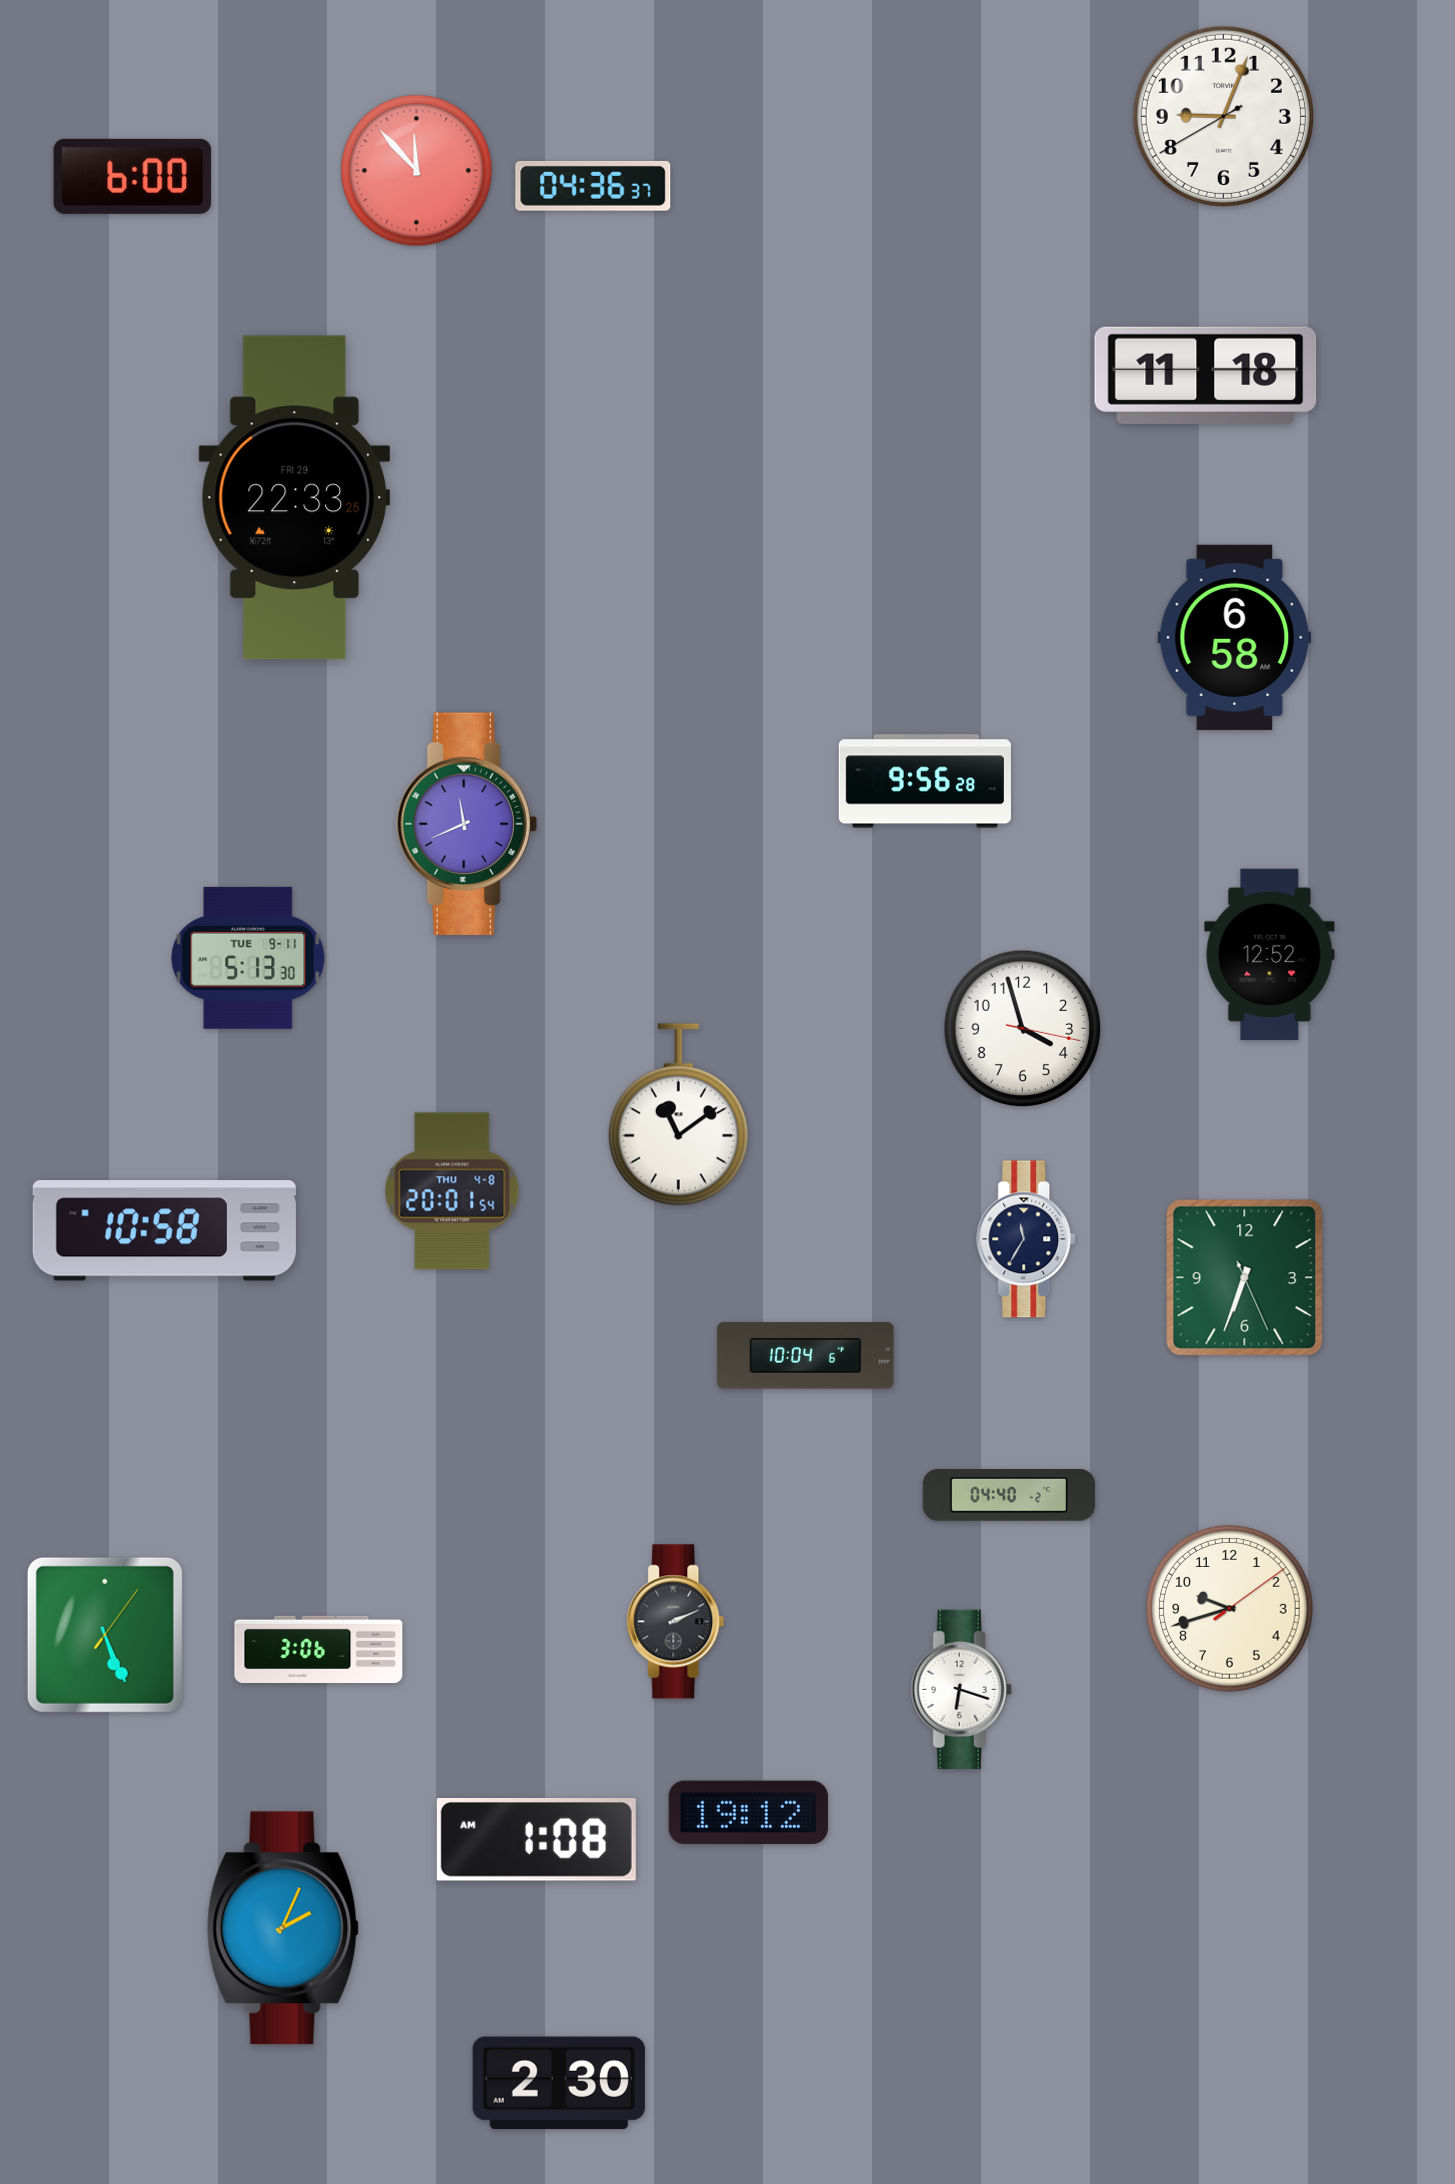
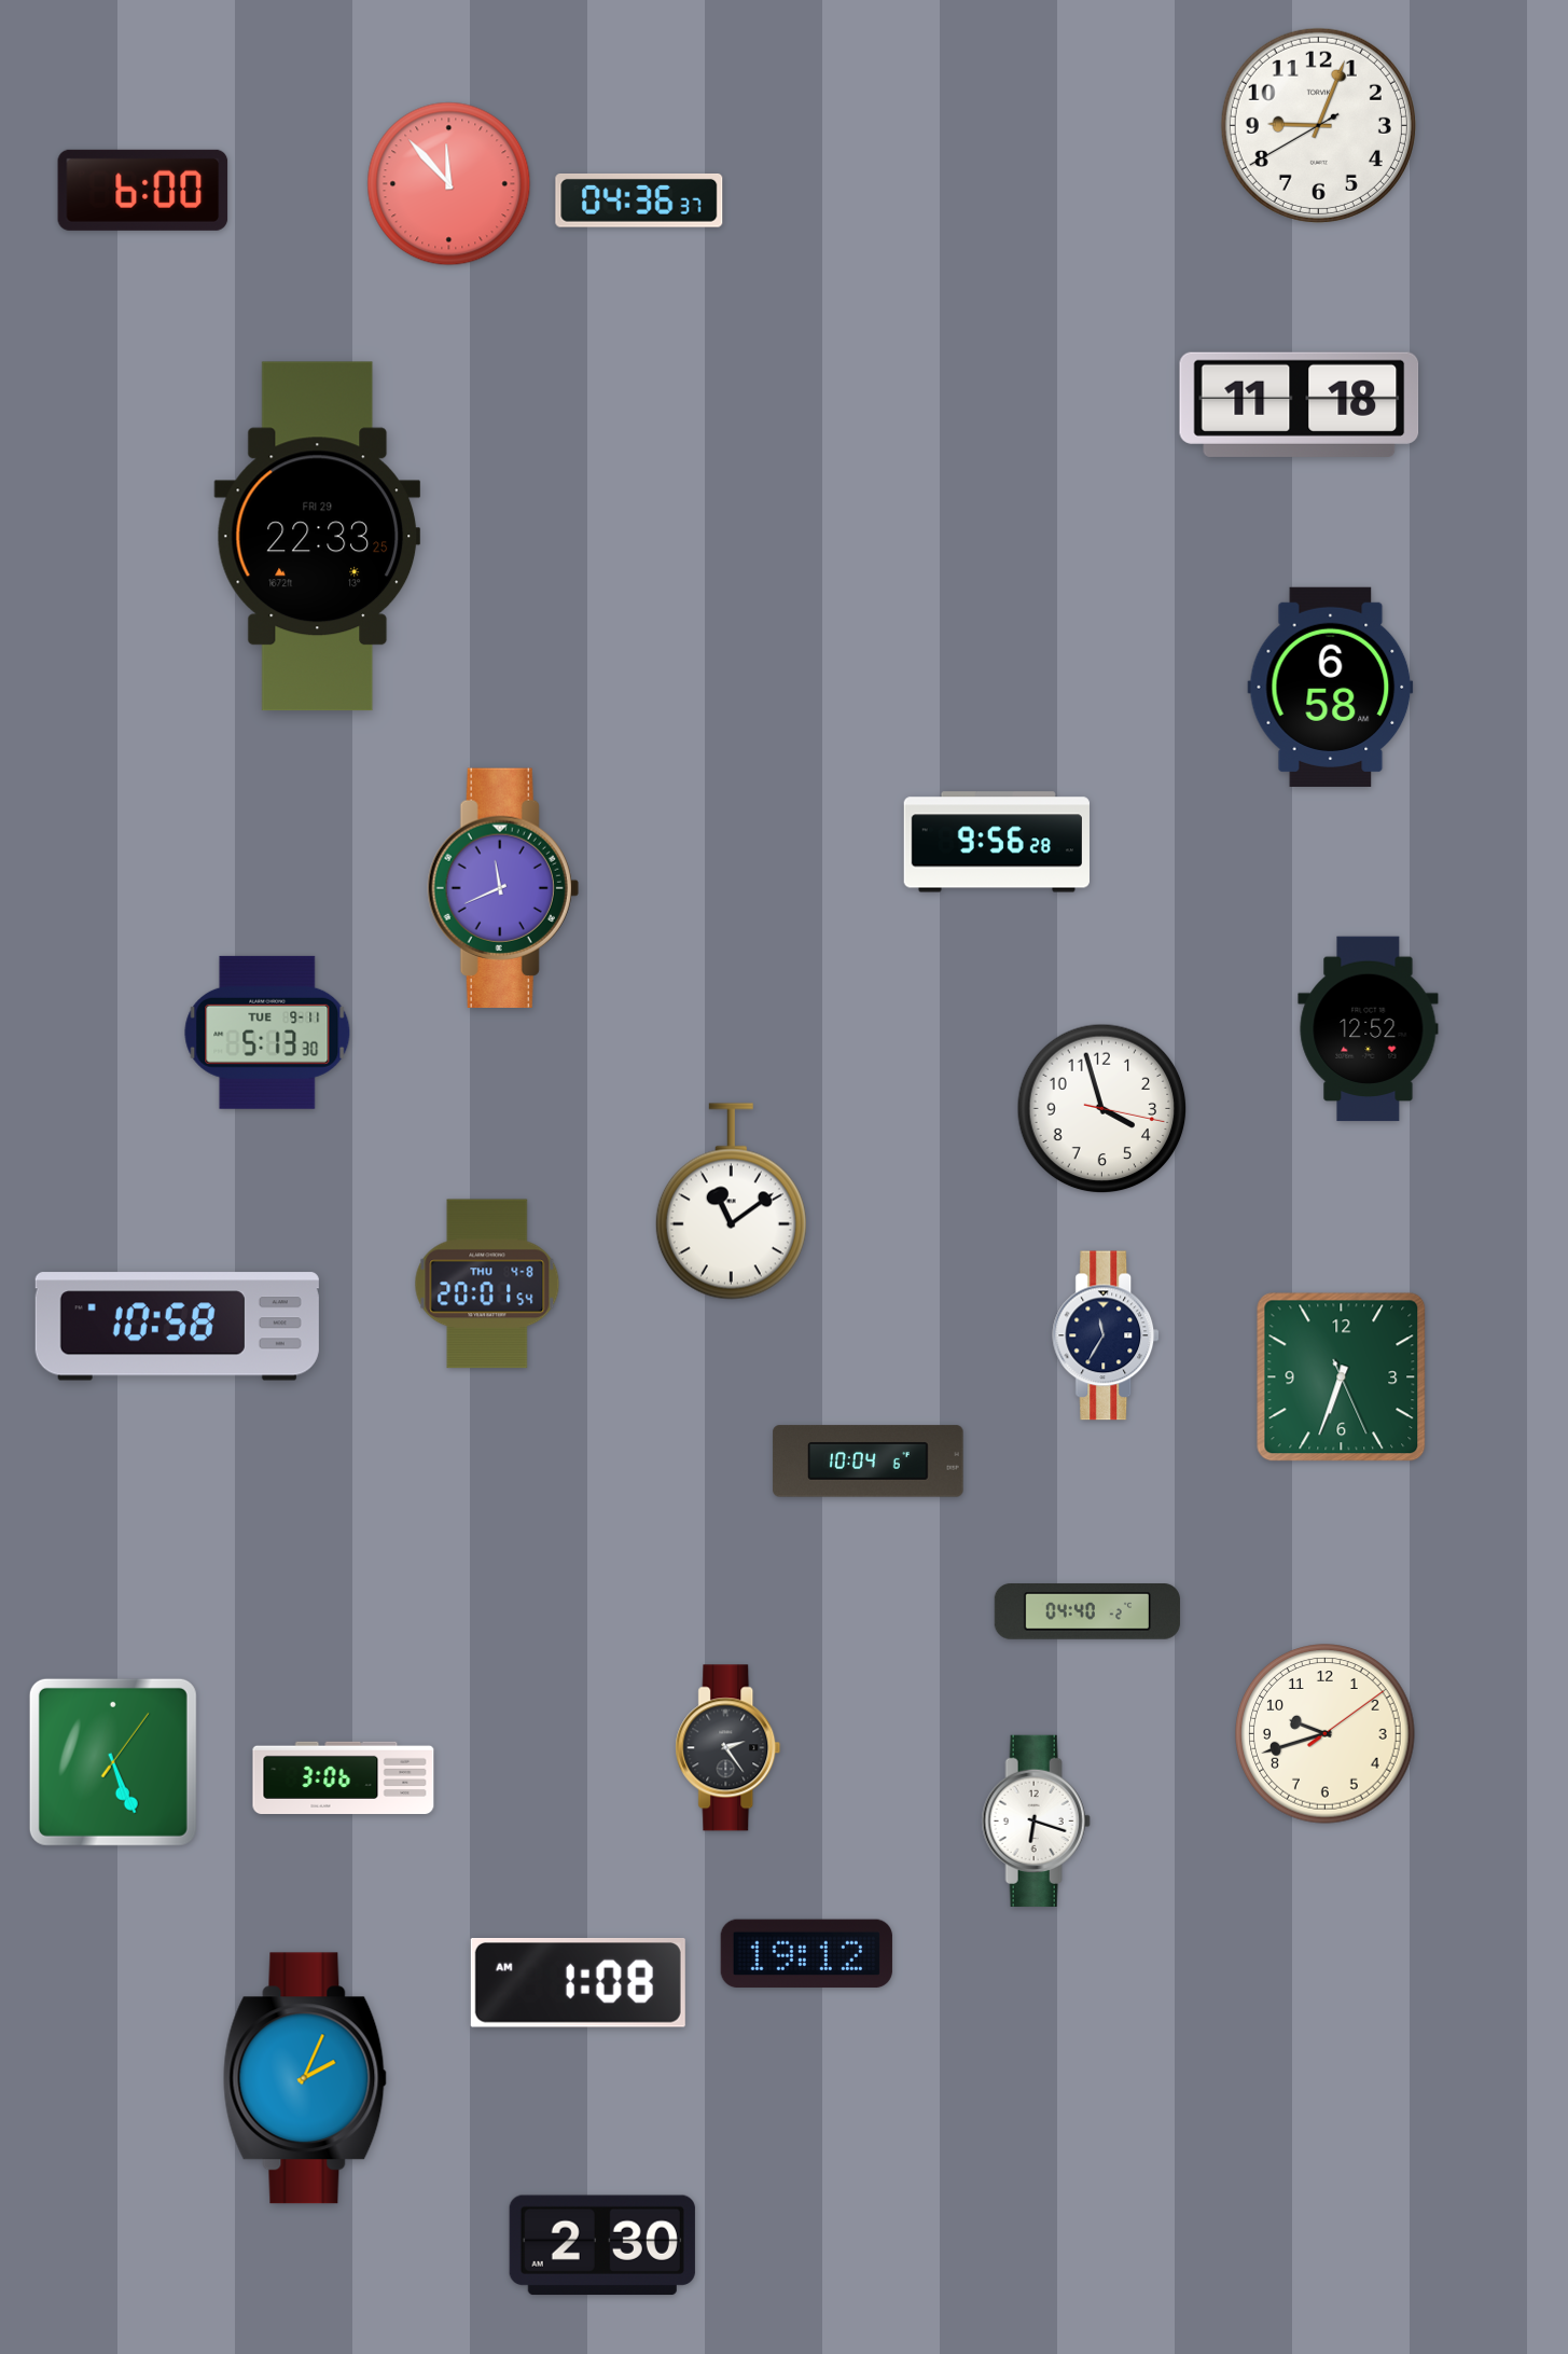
clock at (676, 1622): 2:11 -> 2:24
